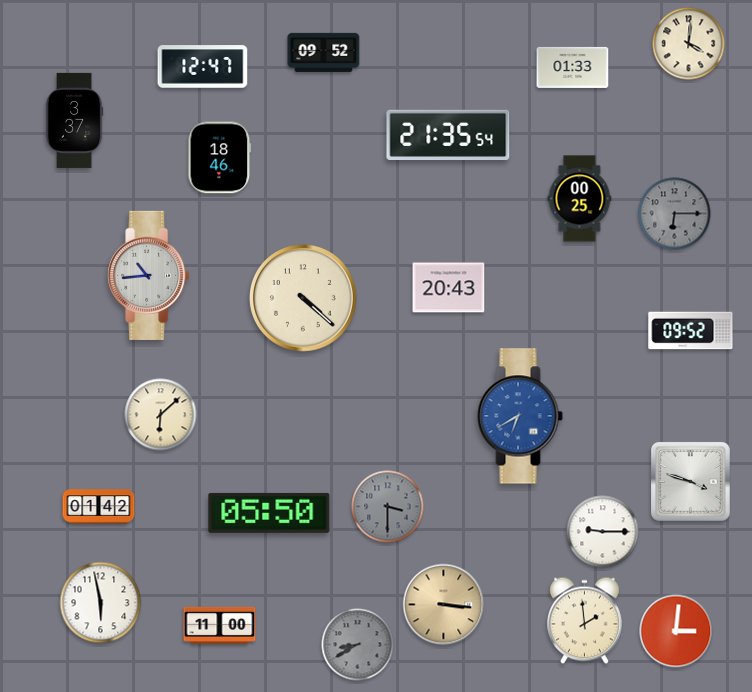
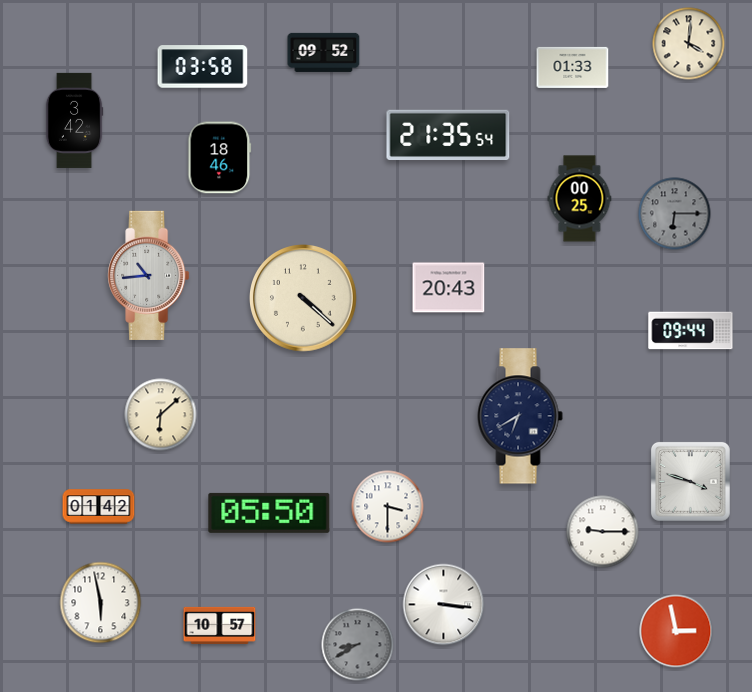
clock at (203, 67): 12:47 -> 03:58
clock at (74, 120): 3:37 -> 3:42
clock at (691, 331): 09:52 -> 09:44
clock at (520, 416) dial: blue -> navy
clock at (388, 507) dial: grey -> white
clock at (444, 605) dial: champagne -> white
clock at (584, 621): 1:59 -> none
clock at (220, 625): 11:00 -> 10:57
clock at (676, 631): 3:01 -> 2:58
